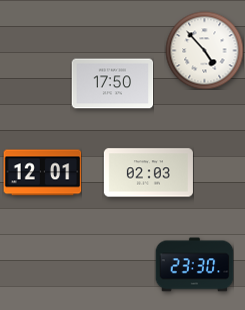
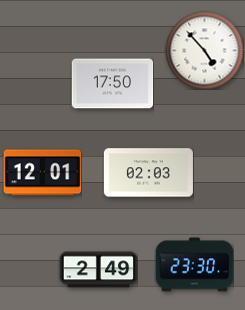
clock at (98, 270): none -> 2:49
